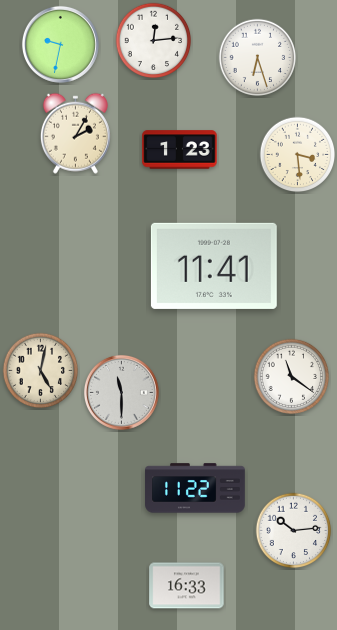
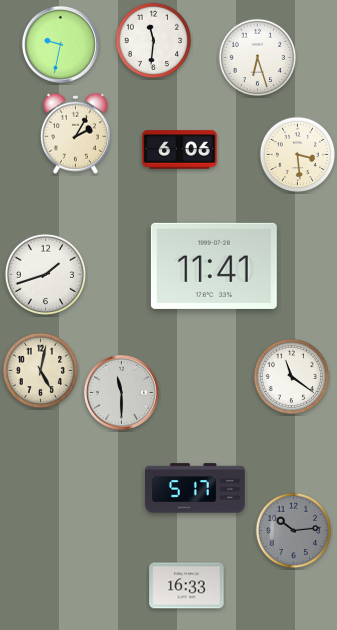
clock at (154, 41): 12:14 -> 11:31
clock at (180, 150): 1:23 -> 6:06
clock at (45, 274): none -> 1:42
clock at (195, 488): 11:22 -> 5:17
clock at (294, 531) dial: white -> grey
